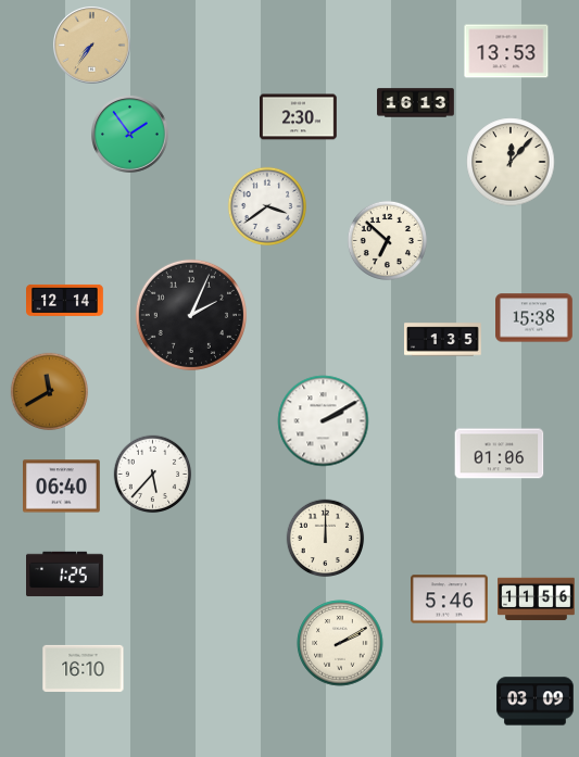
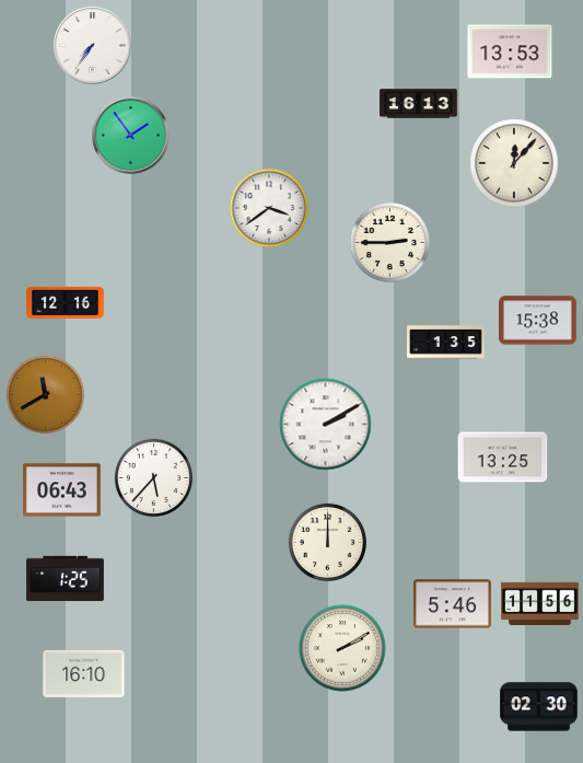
clock at (92, 46) dial: champagne -> white
clock at (299, 117): 2:30 -> none
clock at (387, 240): 6:52 -> 2:45
clock at (65, 300): 12:14 -> 12:16
clock at (191, 315): 2:04 -> none
clock at (50, 392) position: (50, 392) -> (46, 395)
clock at (500, 454): 01:06 -> 13:25
clock at (62, 487): 06:40 -> 06:43
clock at (536, 702): 03:09 -> 02:30
